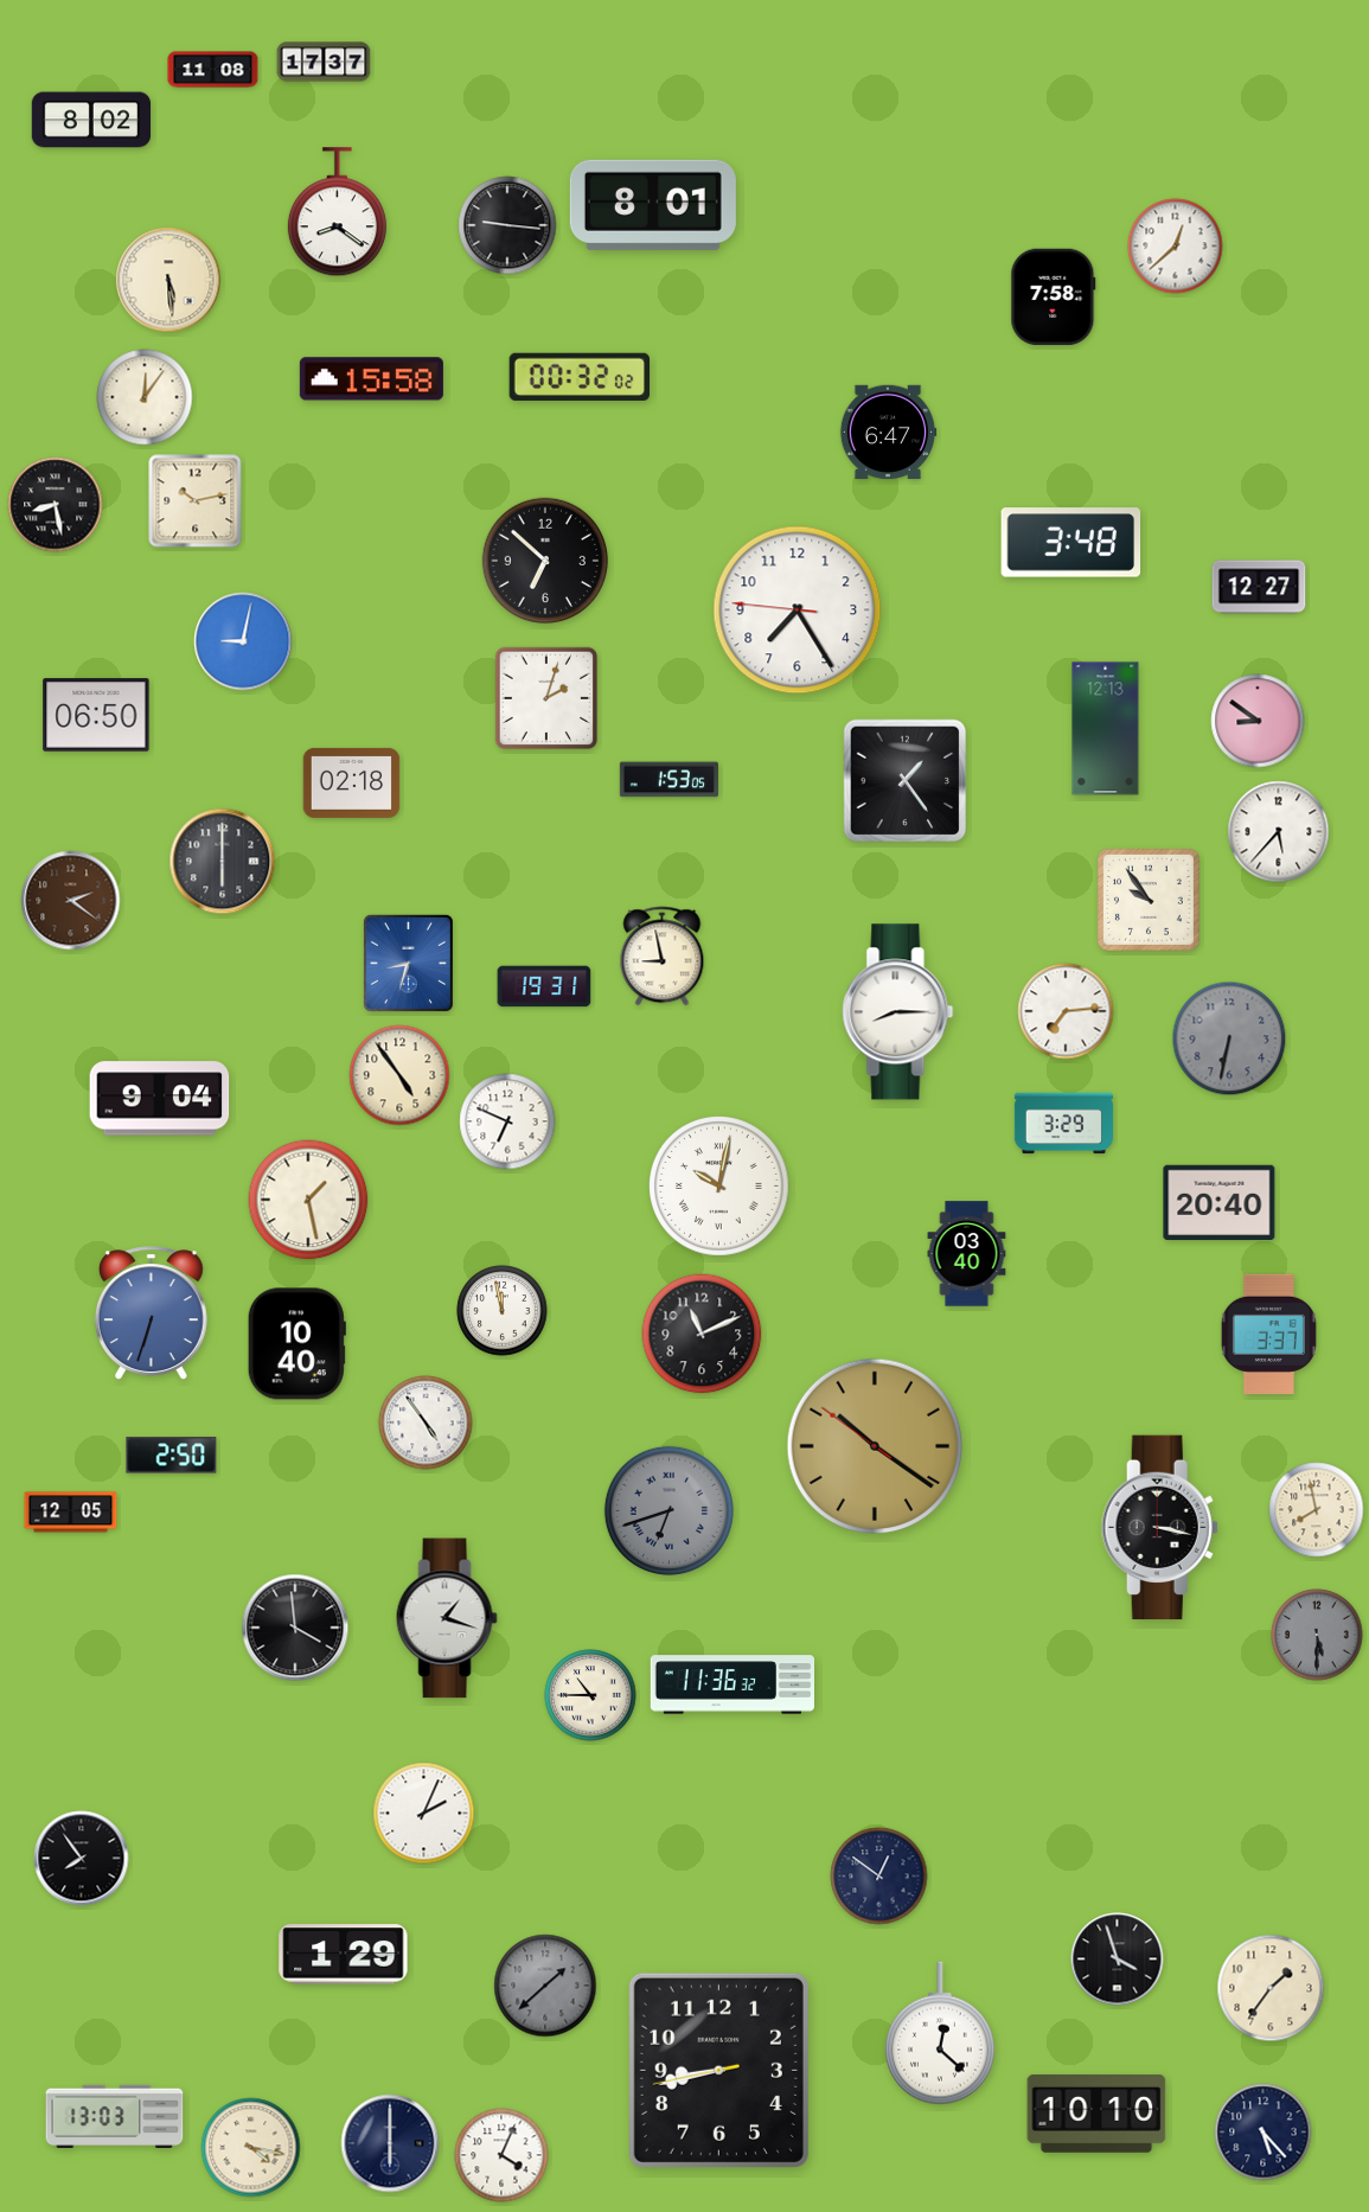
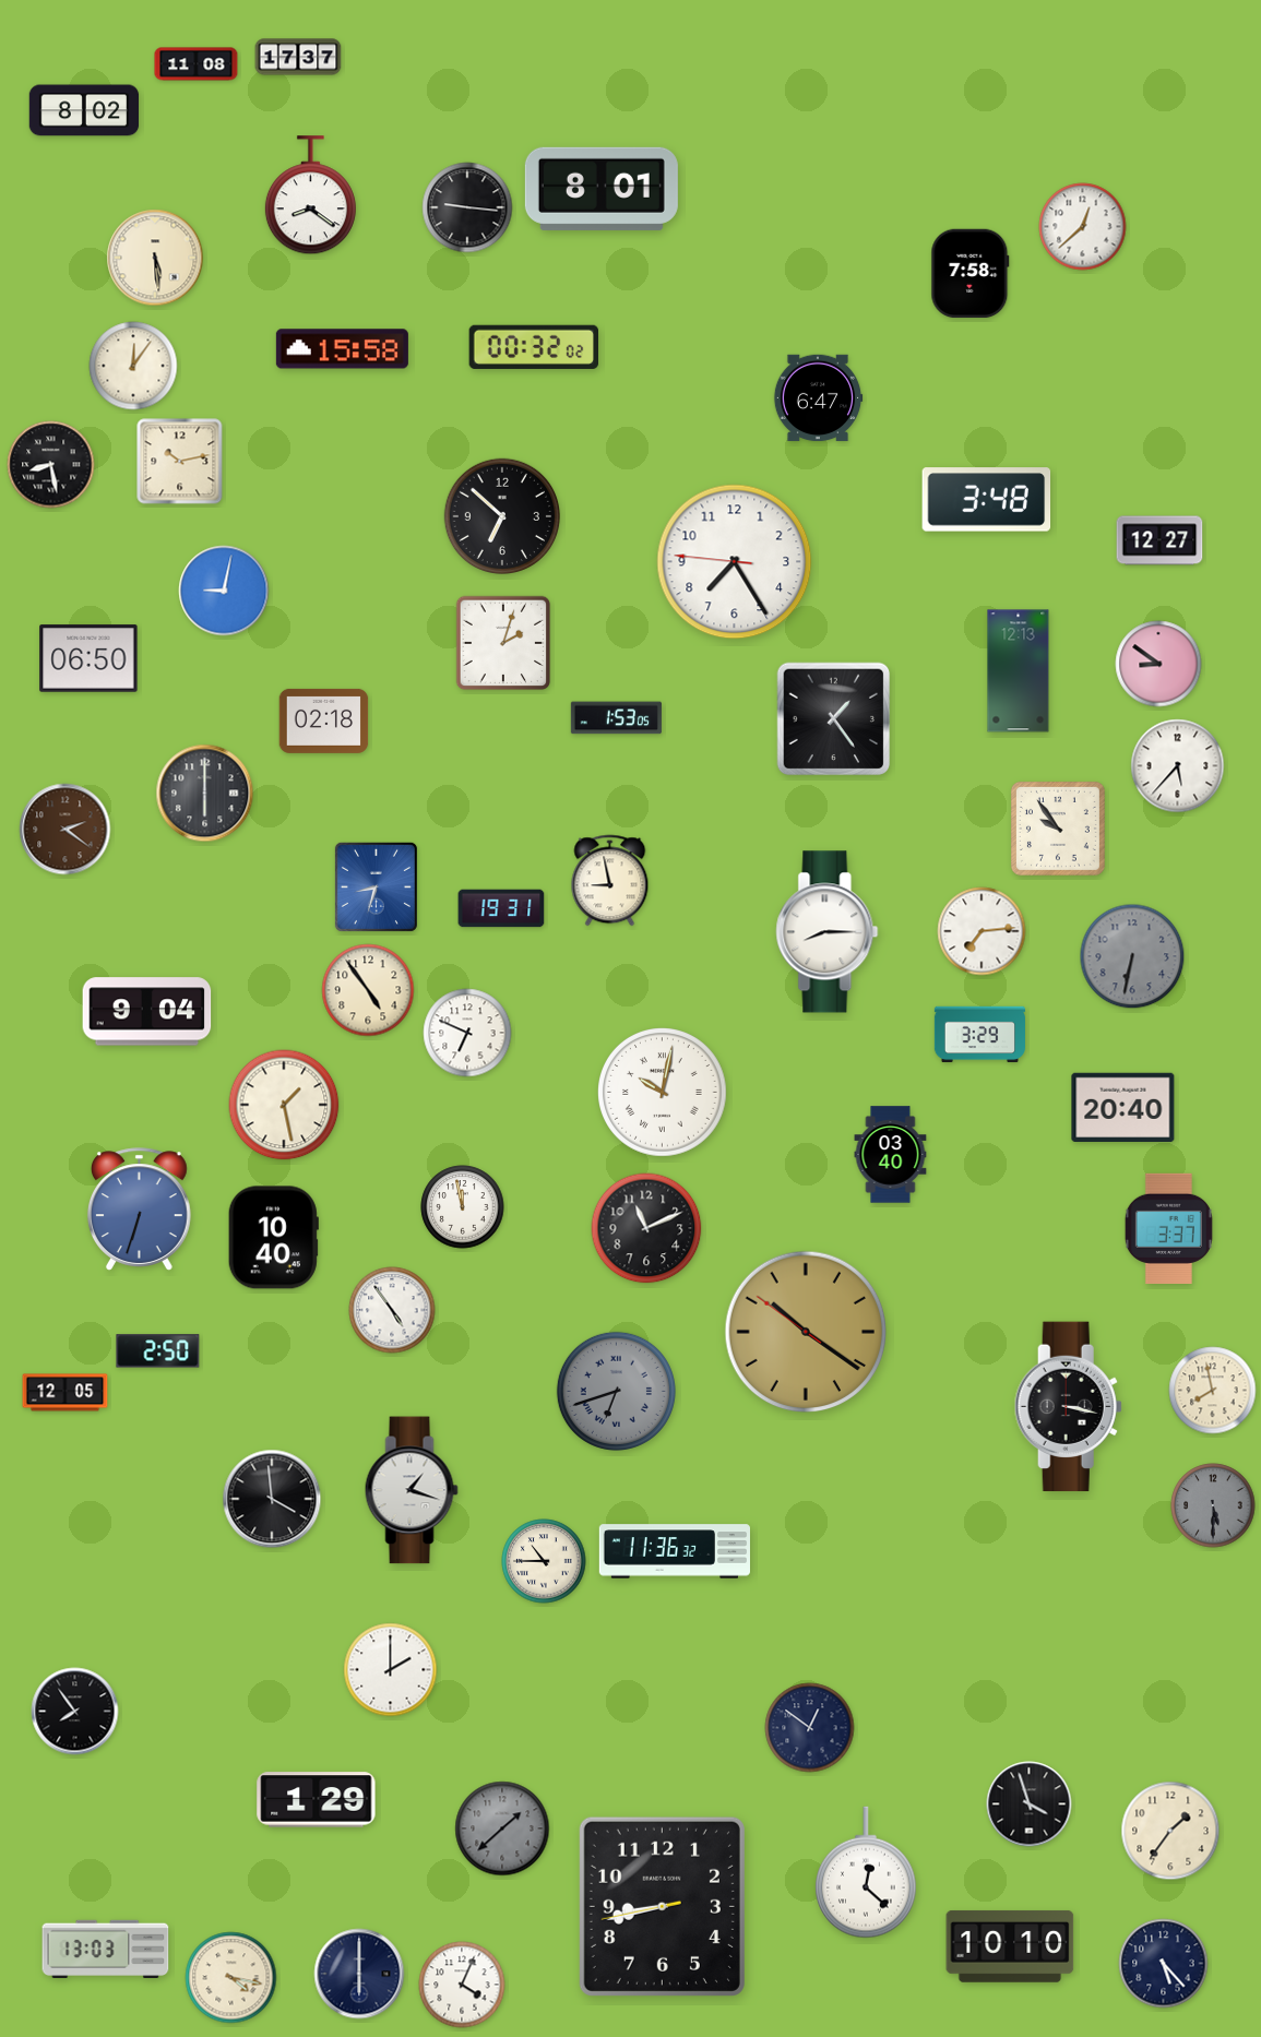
clock at (172, 1456) position: (172, 1456) -> (158, 1351)
clock at (424, 1814): 2:04 -> 2:00
